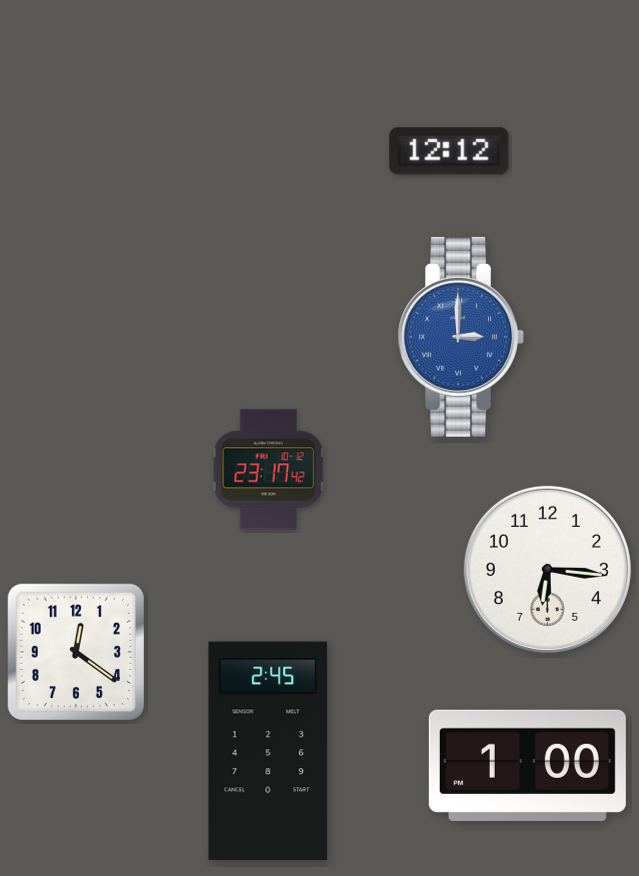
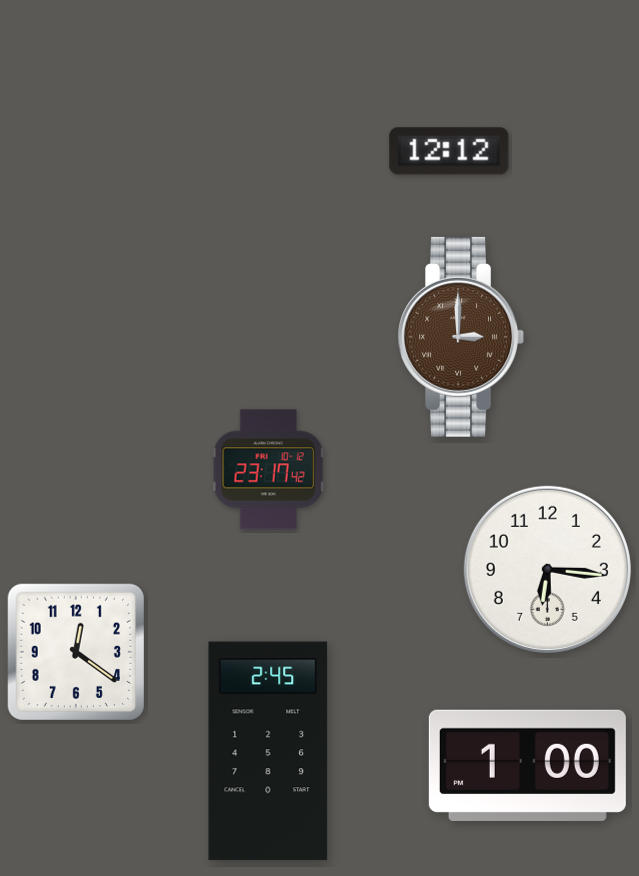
clock at (460, 337) dial: blue -> brown
